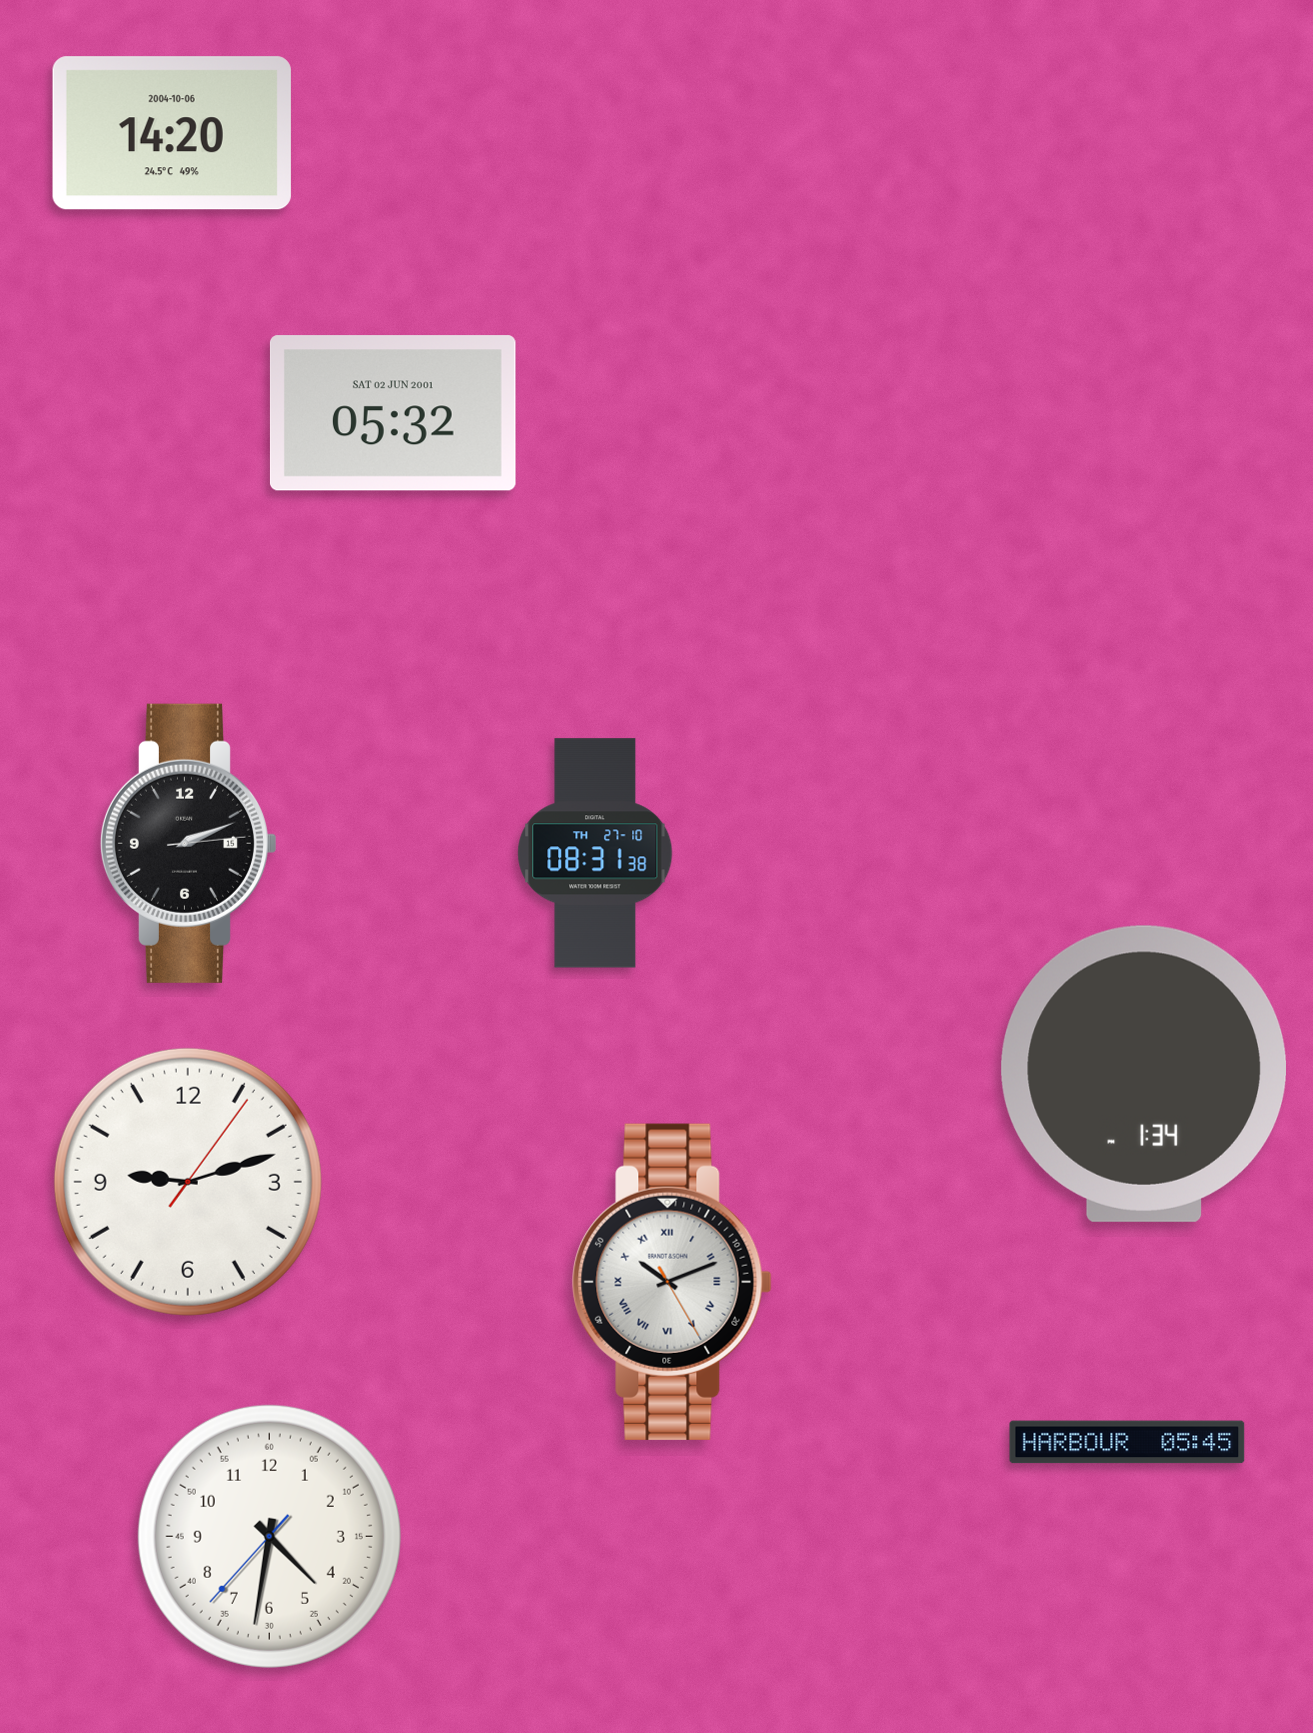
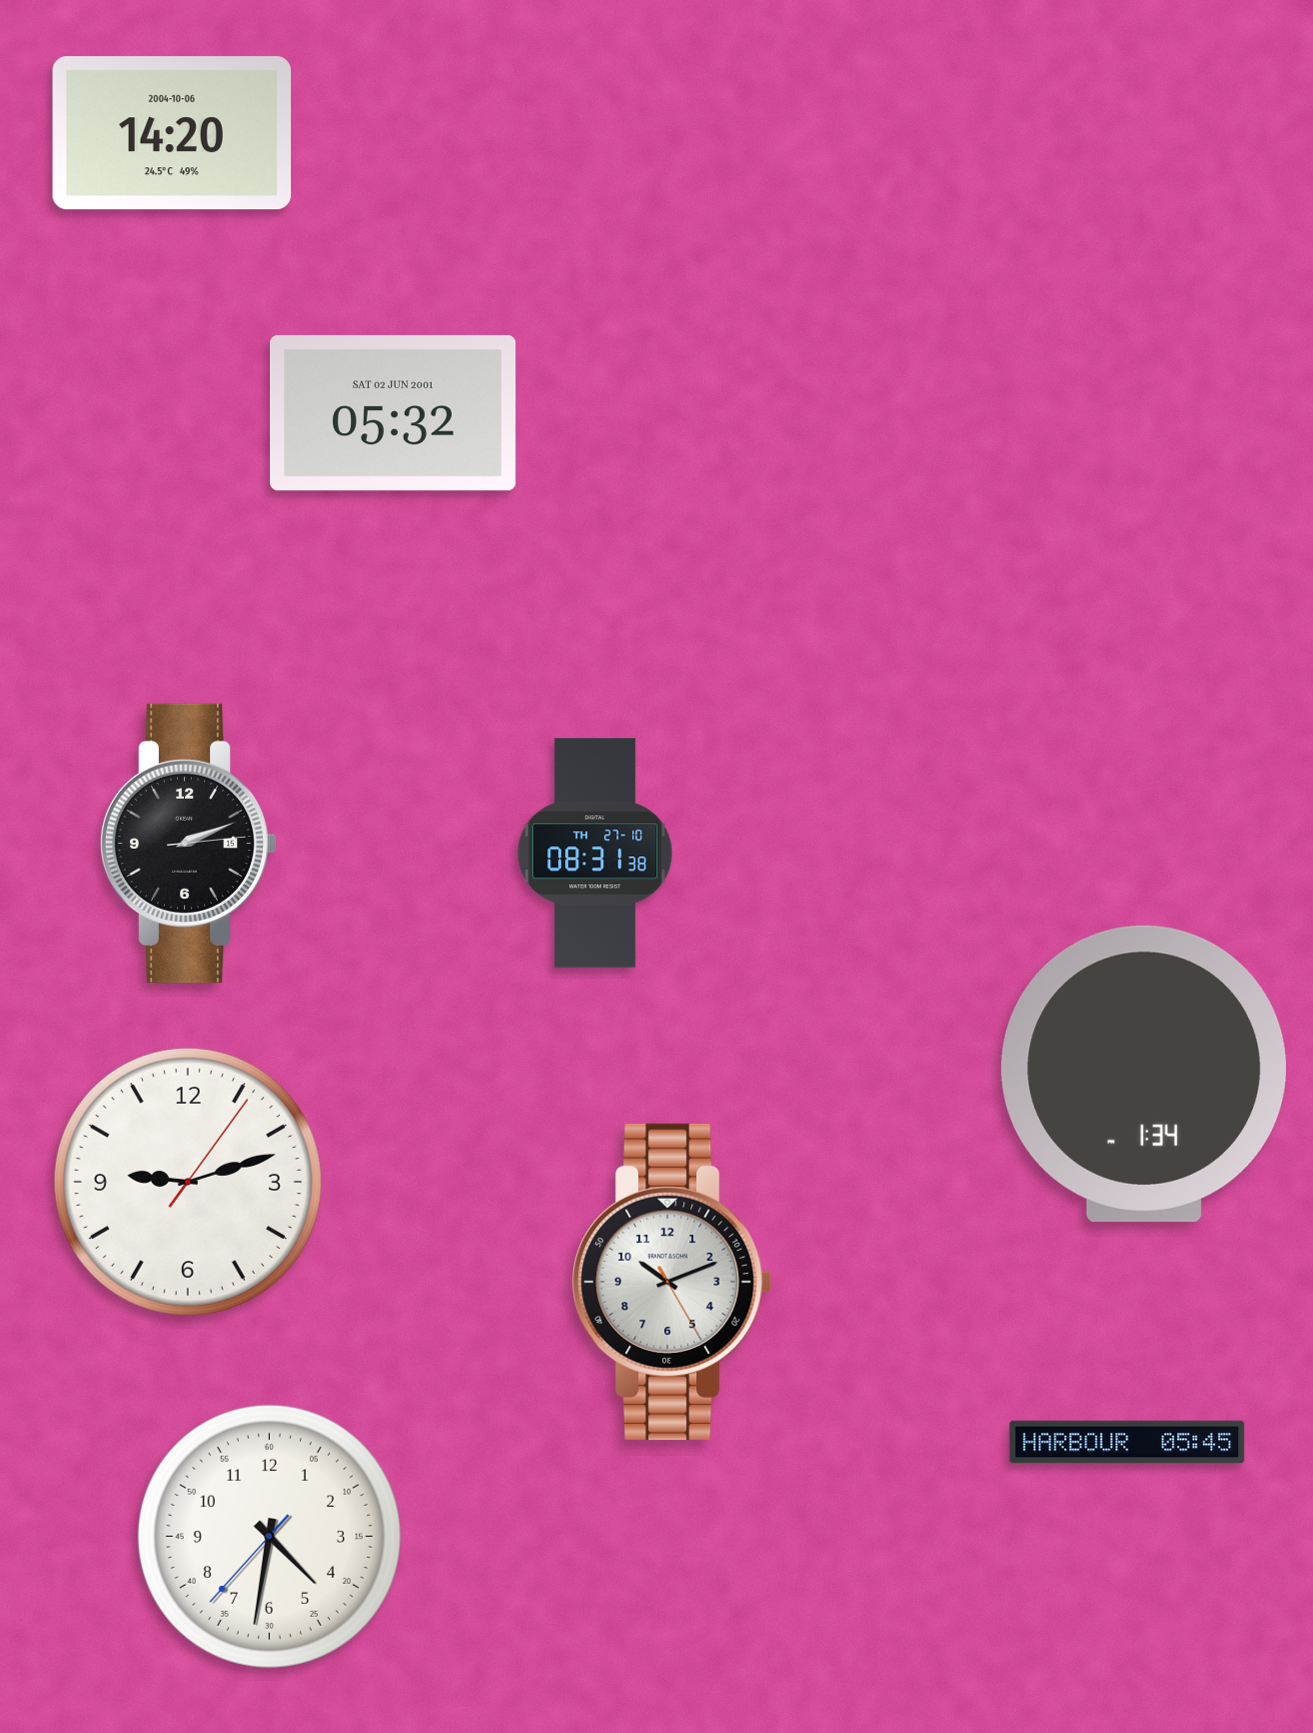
clock at (672, 1282) numerals: Roman -> Arabic
